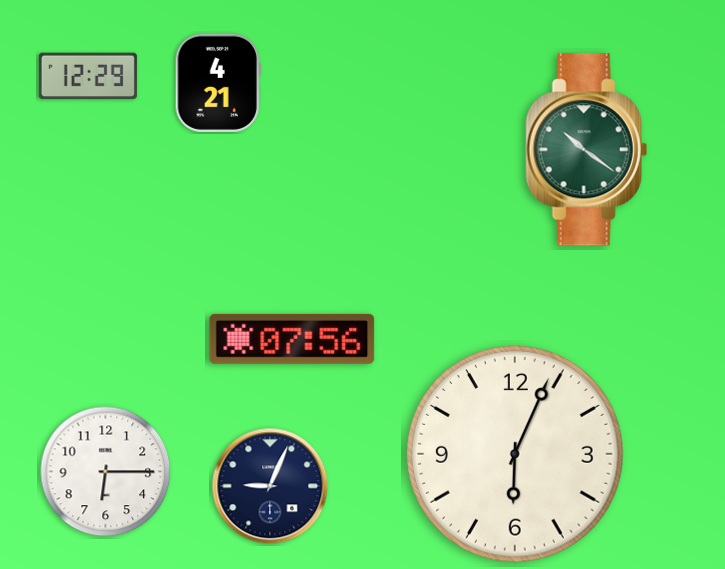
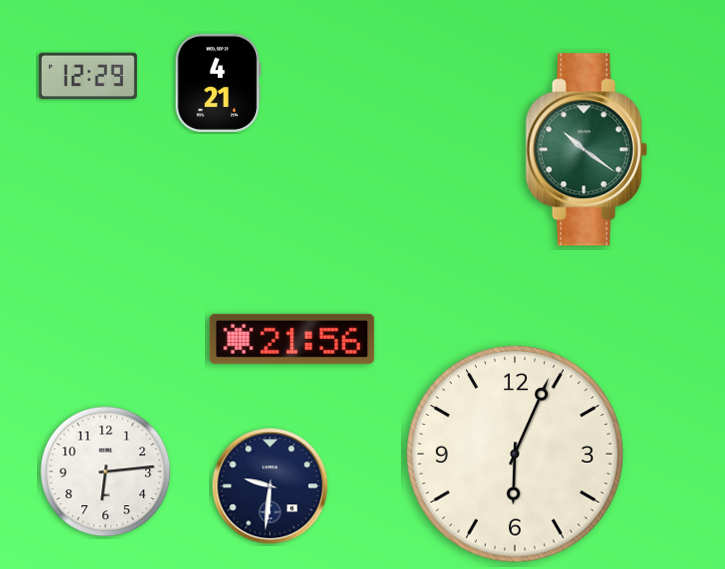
clock at (292, 339): 07:56 -> 21:56
clock at (106, 472): 6:15 -> 6:14
clock at (270, 486): 9:04 -> 9:31
